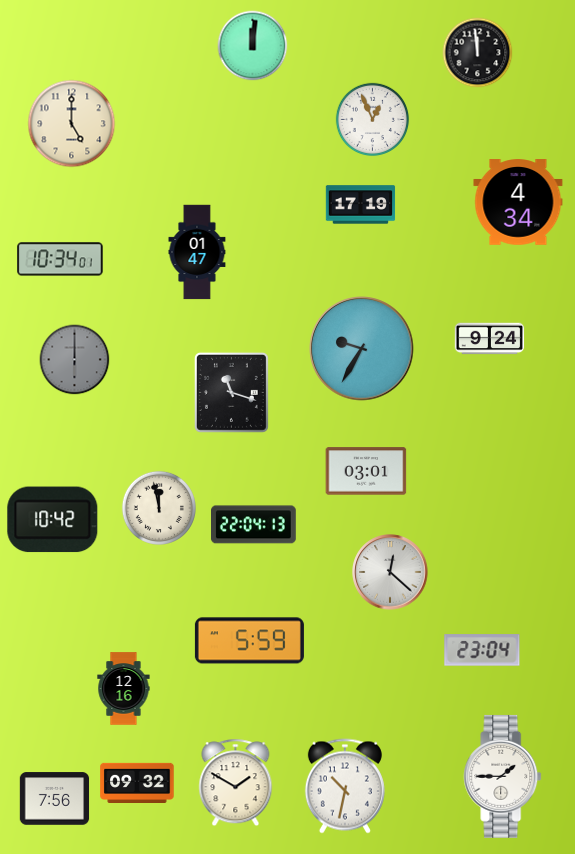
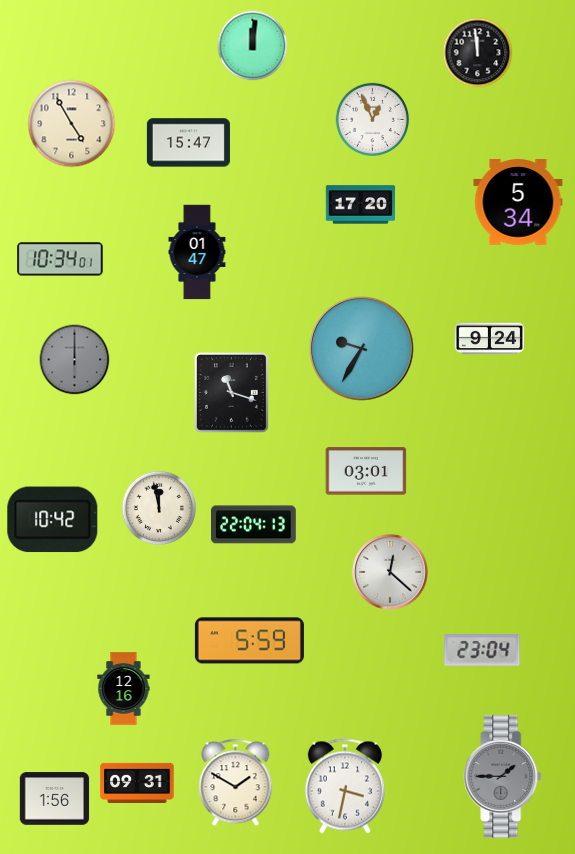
clock at (72, 124): 5:00 -> 4:55
clock at (188, 143): none -> 15:47
clock at (518, 202): 4:34 -> 5:34
clock at (361, 205): 17:19 -> 17:20
clock at (503, 776) dial: white -> grey
clock at (137, 782): 09:32 -> 09:31
clock at (345, 786): 10:32 -> 3:32
clock at (55, 799): 7:56 -> 1:56
